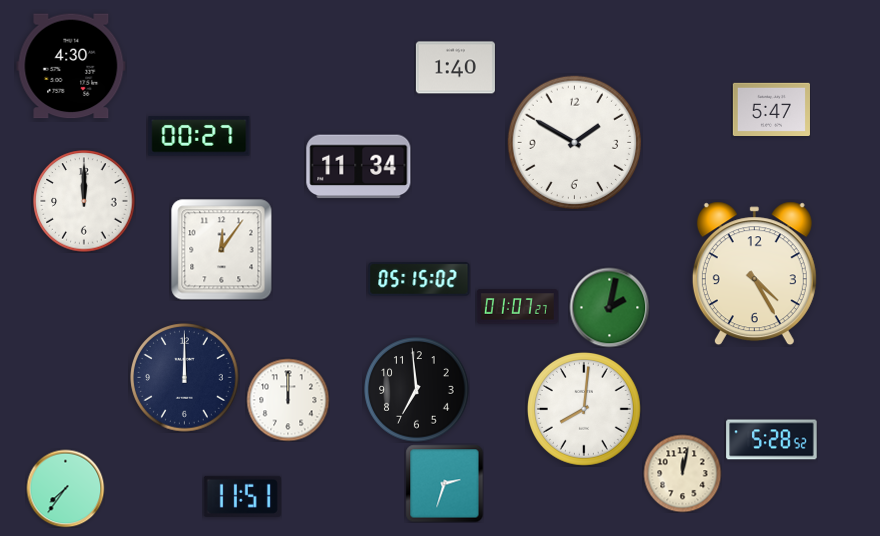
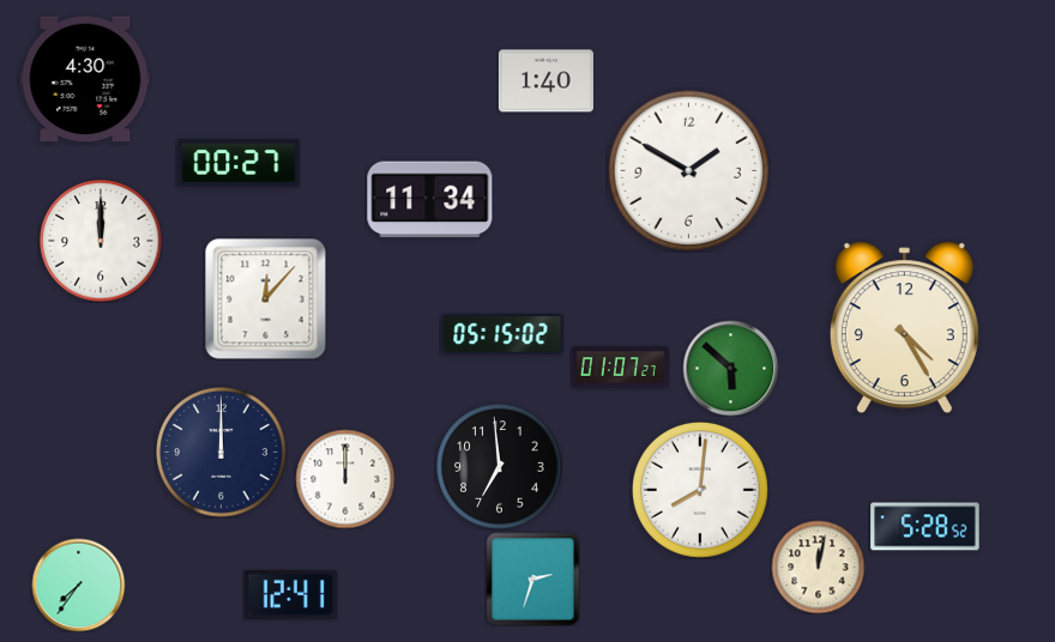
clock at (771, 109): 5:47 -> none
clock at (221, 249): 12:06 -> 12:07
clock at (609, 307): 2:02 -> 5:52
clock at (242, 496): 11:51 -> 12:41
